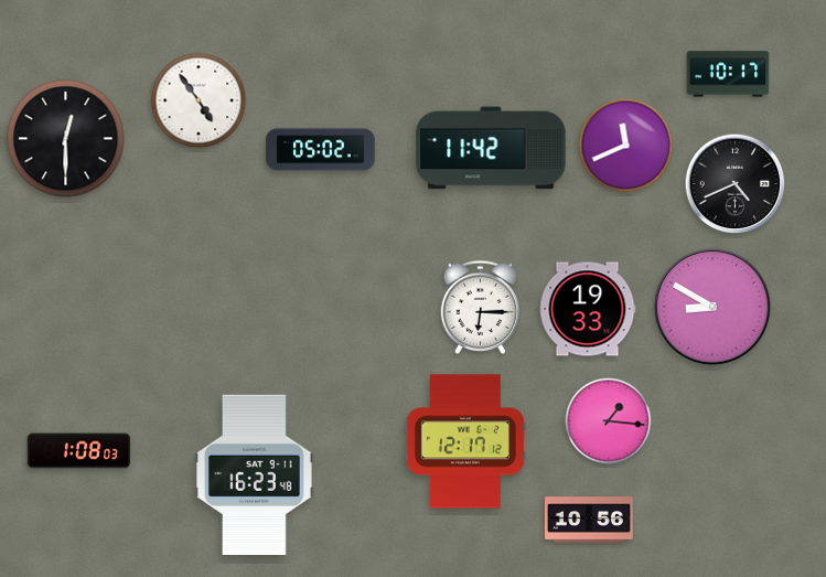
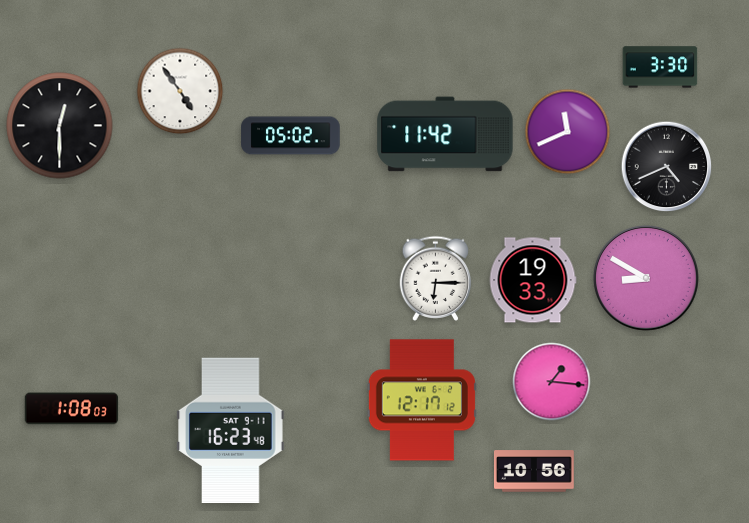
clock at (728, 74): 10:17 -> 3:30
